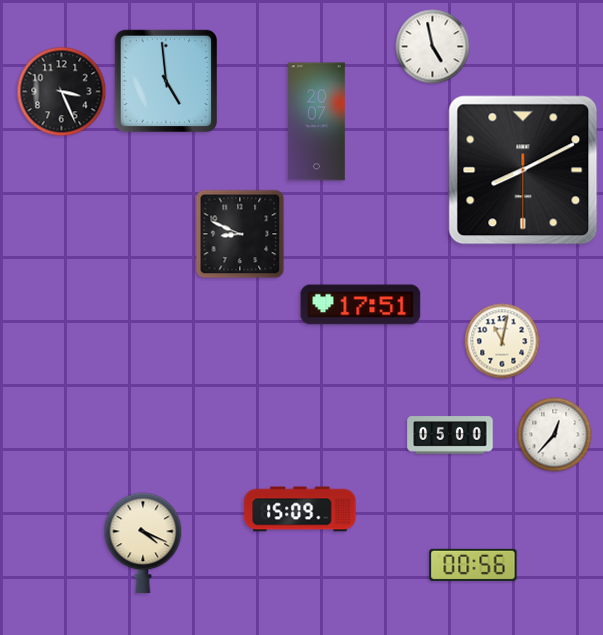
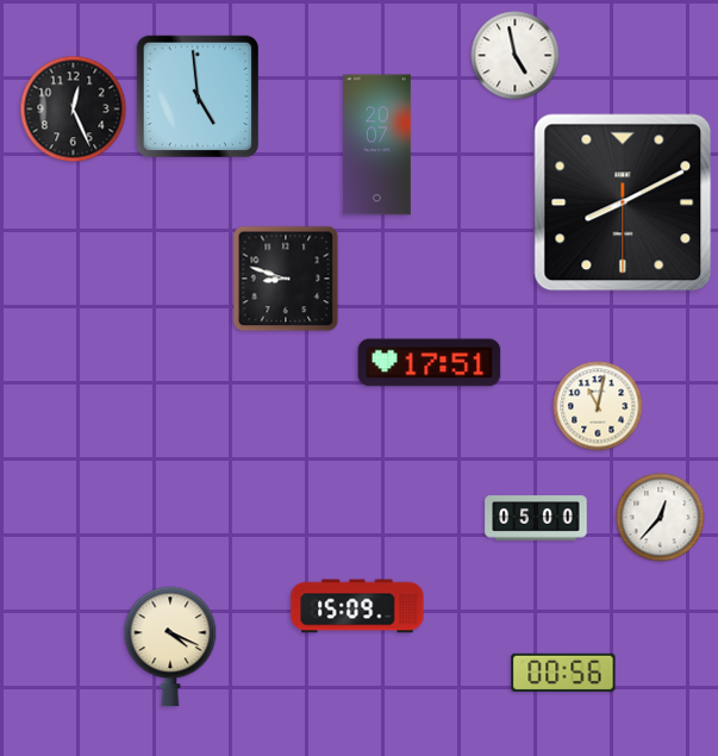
clock at (62, 92): 3:26 -> 12:26
clock at (240, 234): 8:49 -> 8:48
